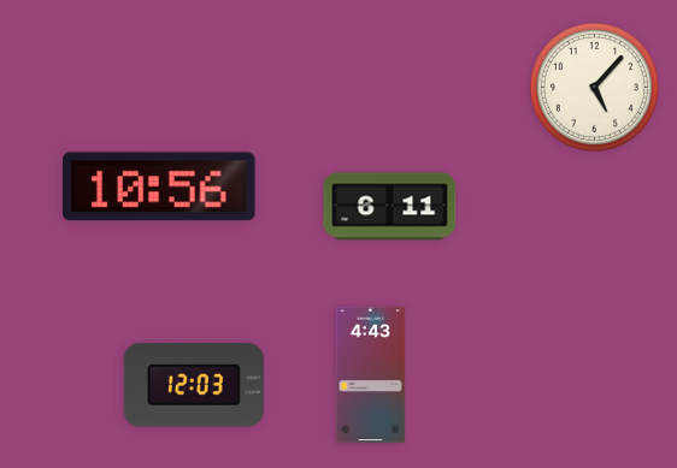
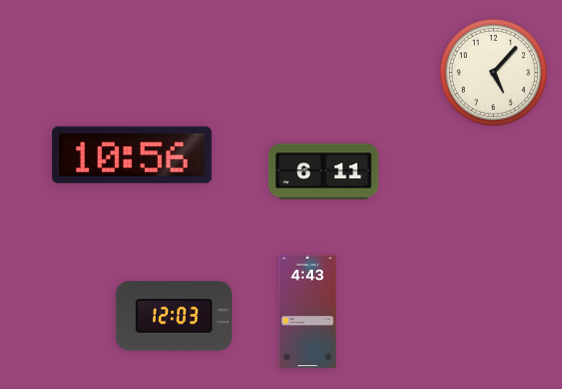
clock at (194, 385) position: (194, 385) -> (174, 316)
